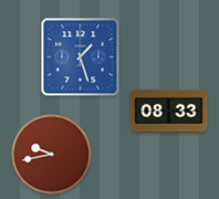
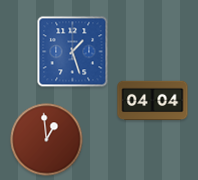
clock at (169, 112): 08:33 -> 04:04
clock at (52, 155): 9:43 -> 12:59
